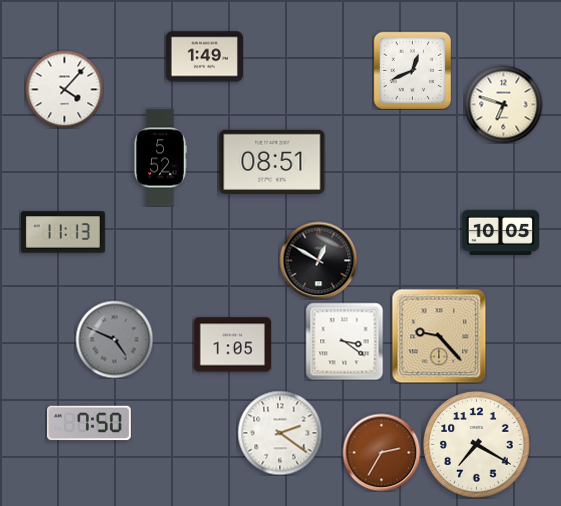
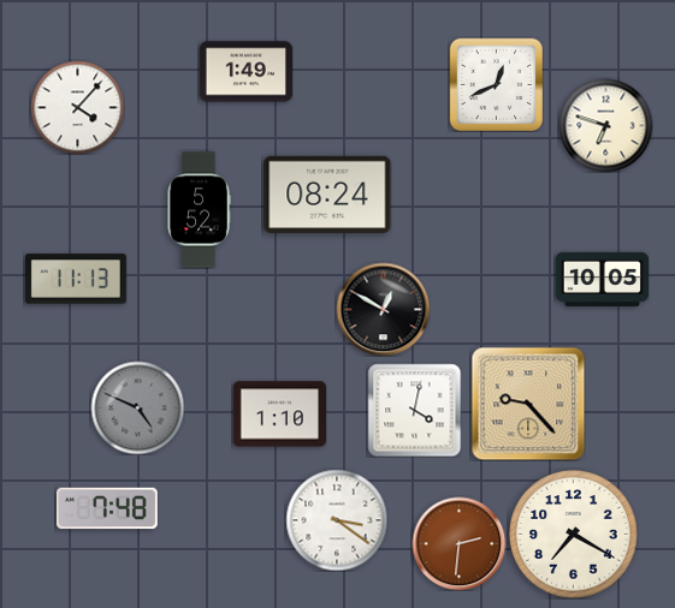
clock at (204, 57) position: (204, 57) -> (245, 72)
clock at (160, 158) position: (160, 158) -> (199, 210)
clock at (272, 161): 08:51 -> 08:24
clock at (318, 260) position: (318, 260) -> (383, 309)
clock at (344, 341): 3:21 -> 4:02
clock at (232, 345): 1:05 -> 1:10
clock at (89, 423): 7:50 -> 7:48
clock at (280, 433): 2:21 -> 3:21
clock at (381, 452): 2:35 -> 2:31
